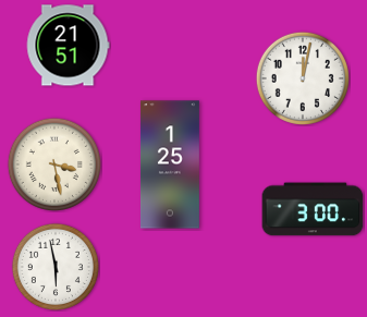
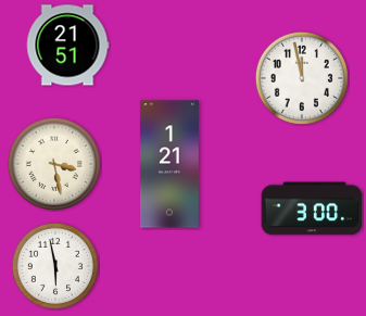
clock at (303, 78): 12:02 -> 11:58
clock at (170, 164): 1:25 -> 1:21
